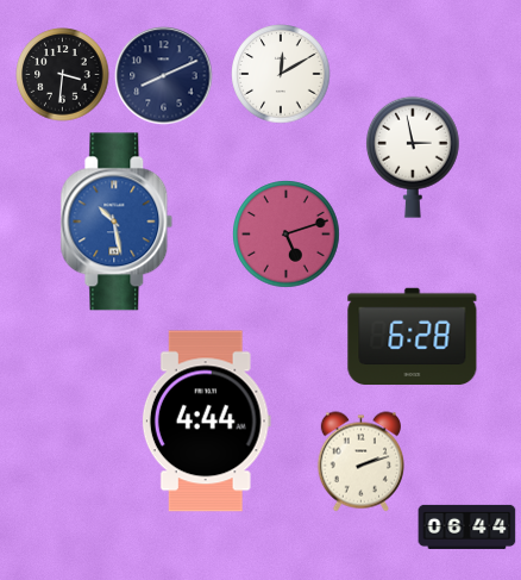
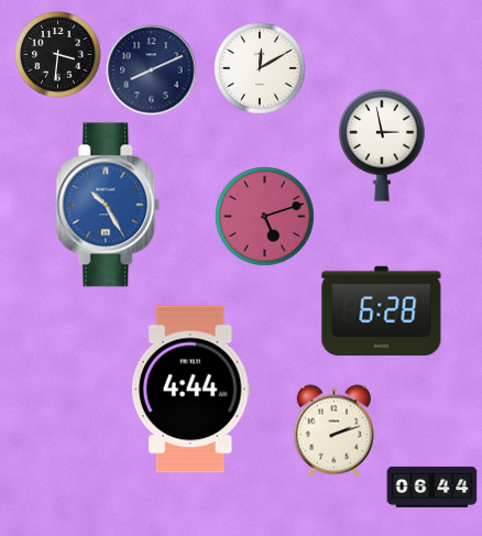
clock at (63, 75) position: (63, 75) -> (58, 55)
clock at (117, 222): 10:28 -> 10:25
clock at (360, 462) position: (360, 462) -> (333, 431)
